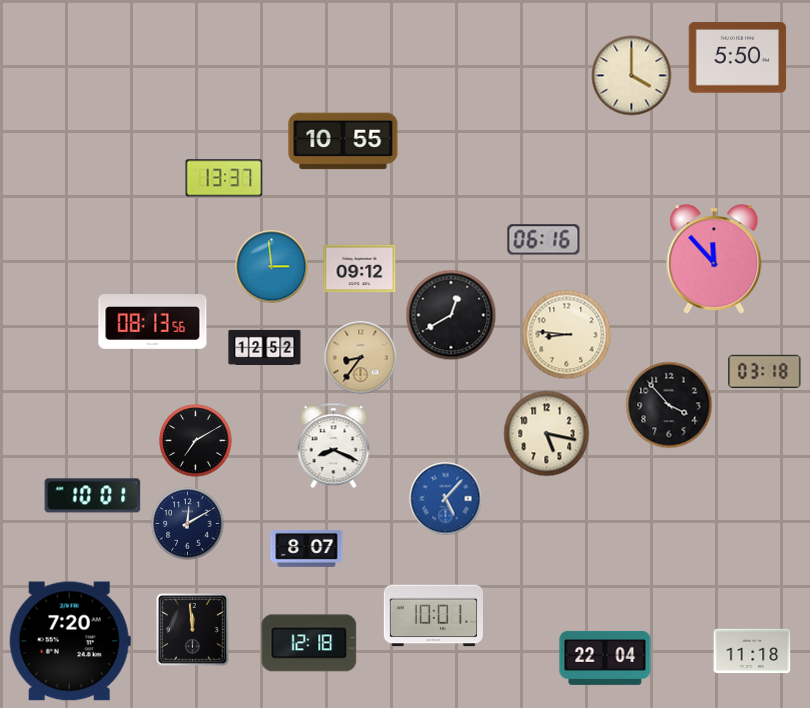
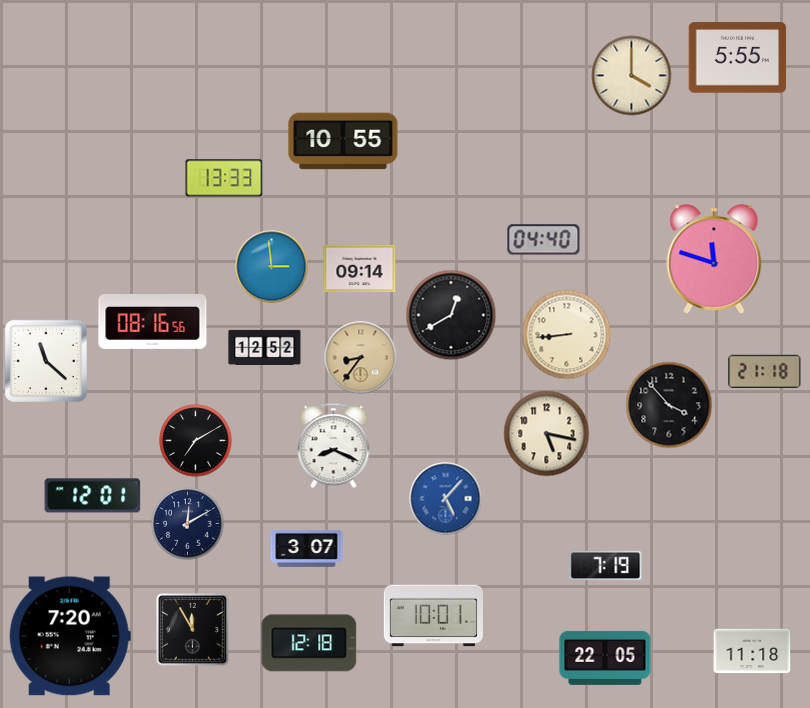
clock at (738, 58): 5:50 -> 5:55
clock at (224, 178): 13:37 -> 13:33
clock at (544, 240): 06:16 -> 04:40
clock at (714, 259): 11:53 -> 11:48
clock at (360, 269): 09:12 -> 09:14
clock at (153, 322): 08:13 -> 08:16
clock at (567, 335): 8:46 -> 8:44
clock at (46, 361): none -> 11:22
clock at (765, 371): 03:18 -> 21:18
clock at (93, 496): 10:01 -> 12:01
clock at (307, 548): 8:07 -> 3:07
clock at (606, 566): none -> 7:19
clock at (193, 630): 11:59 -> 11:55
clock at (70, 641) position: (70, 641) -> (70, 636)
clock at (605, 658): 22:04 -> 22:05
